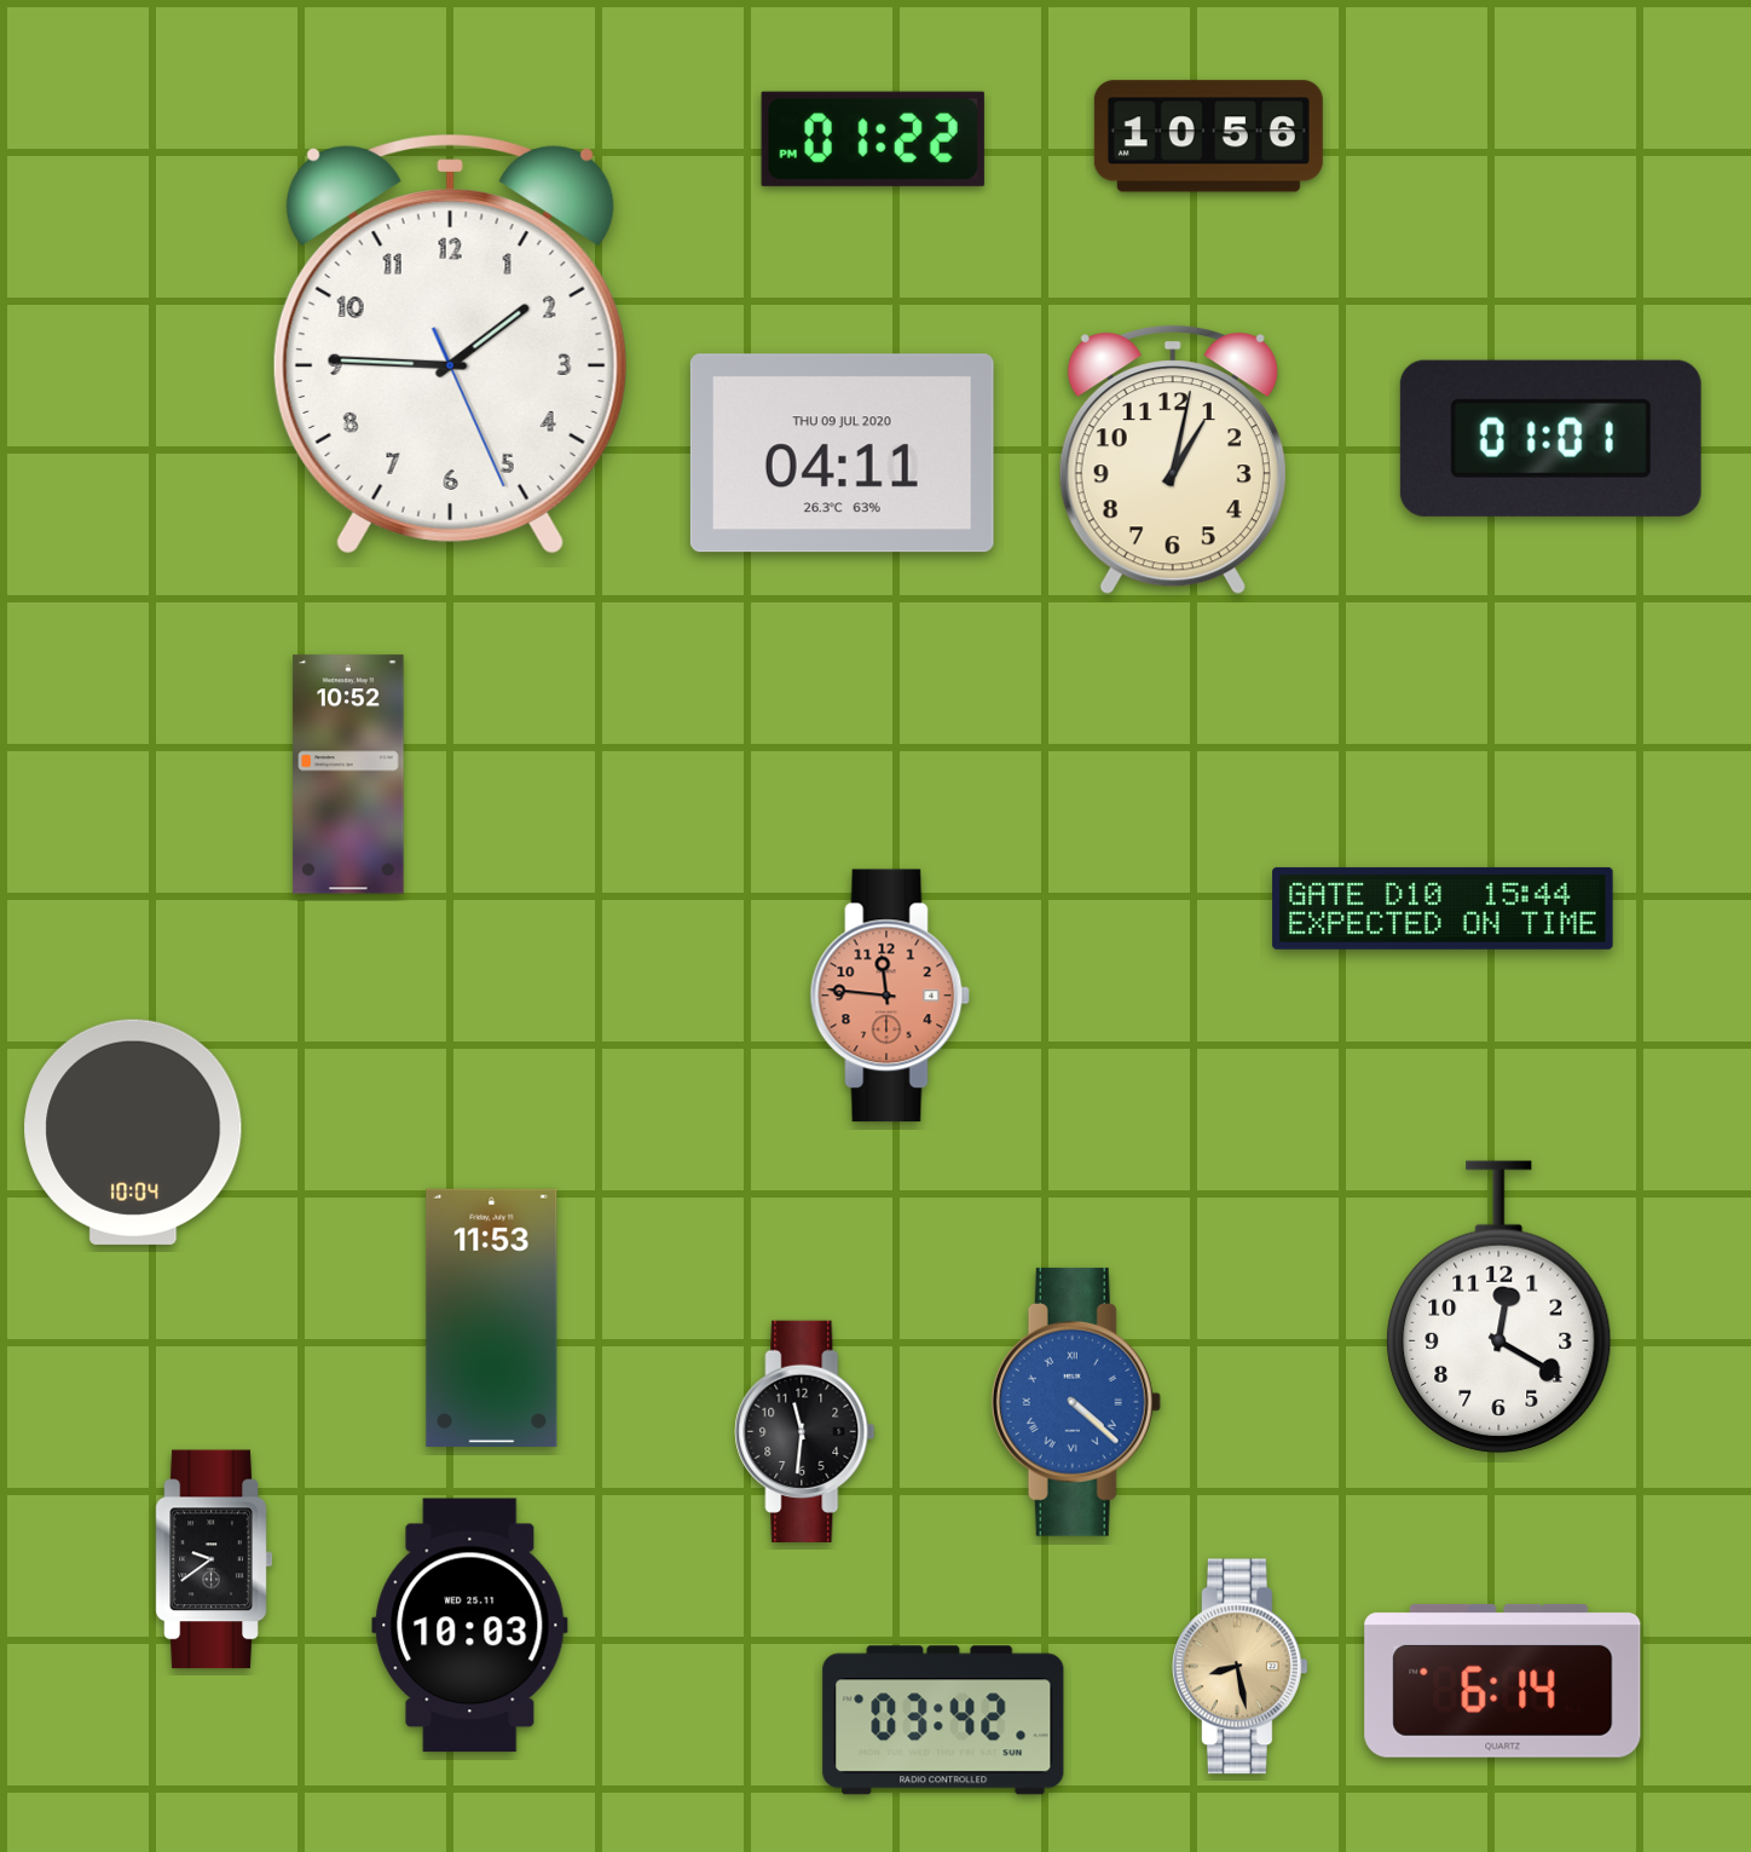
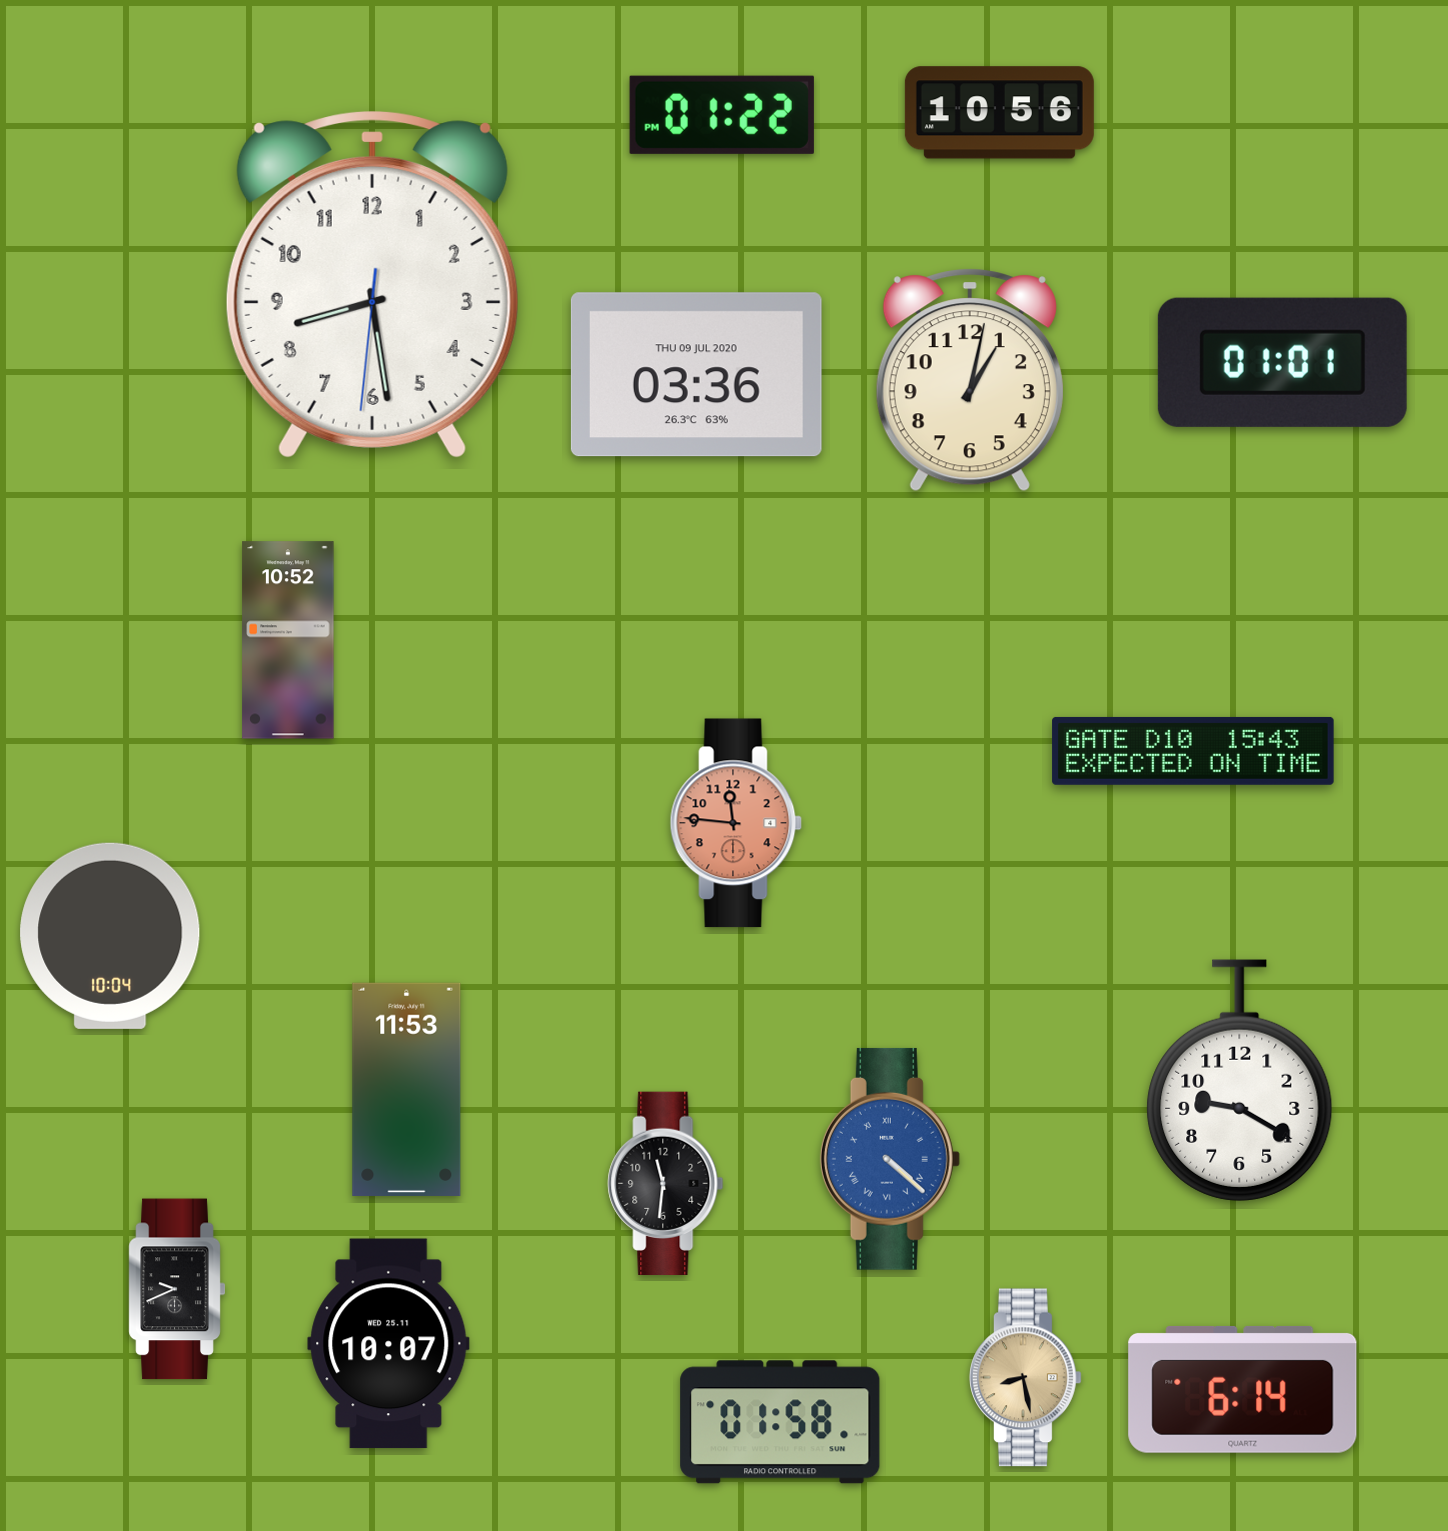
clock at (450, 344): 1:45 -> 8:28
clock at (842, 454): 04:11 -> 03:36
clock at (1443, 908): 15:44 -> 15:43
clock at (1499, 1306): 12:20 -> 9:20
clock at (214, 1559): 9:39 -> 9:41
clock at (470, 1626): 10:03 -> 10:07
clock at (943, 1720): 03:42 -> 01:58
